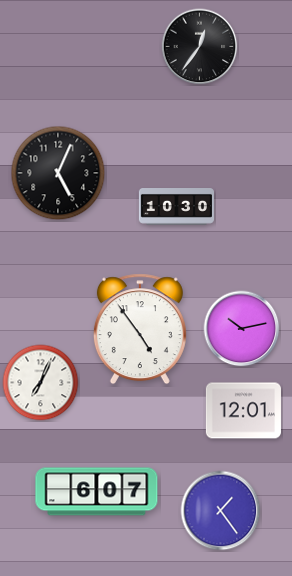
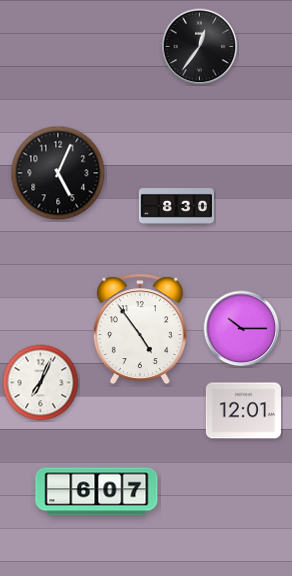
clock at (176, 207): 10:30 -> 8:30
clock at (242, 329): 10:13 -> 10:15
clock at (221, 511): 1:24 -> none
